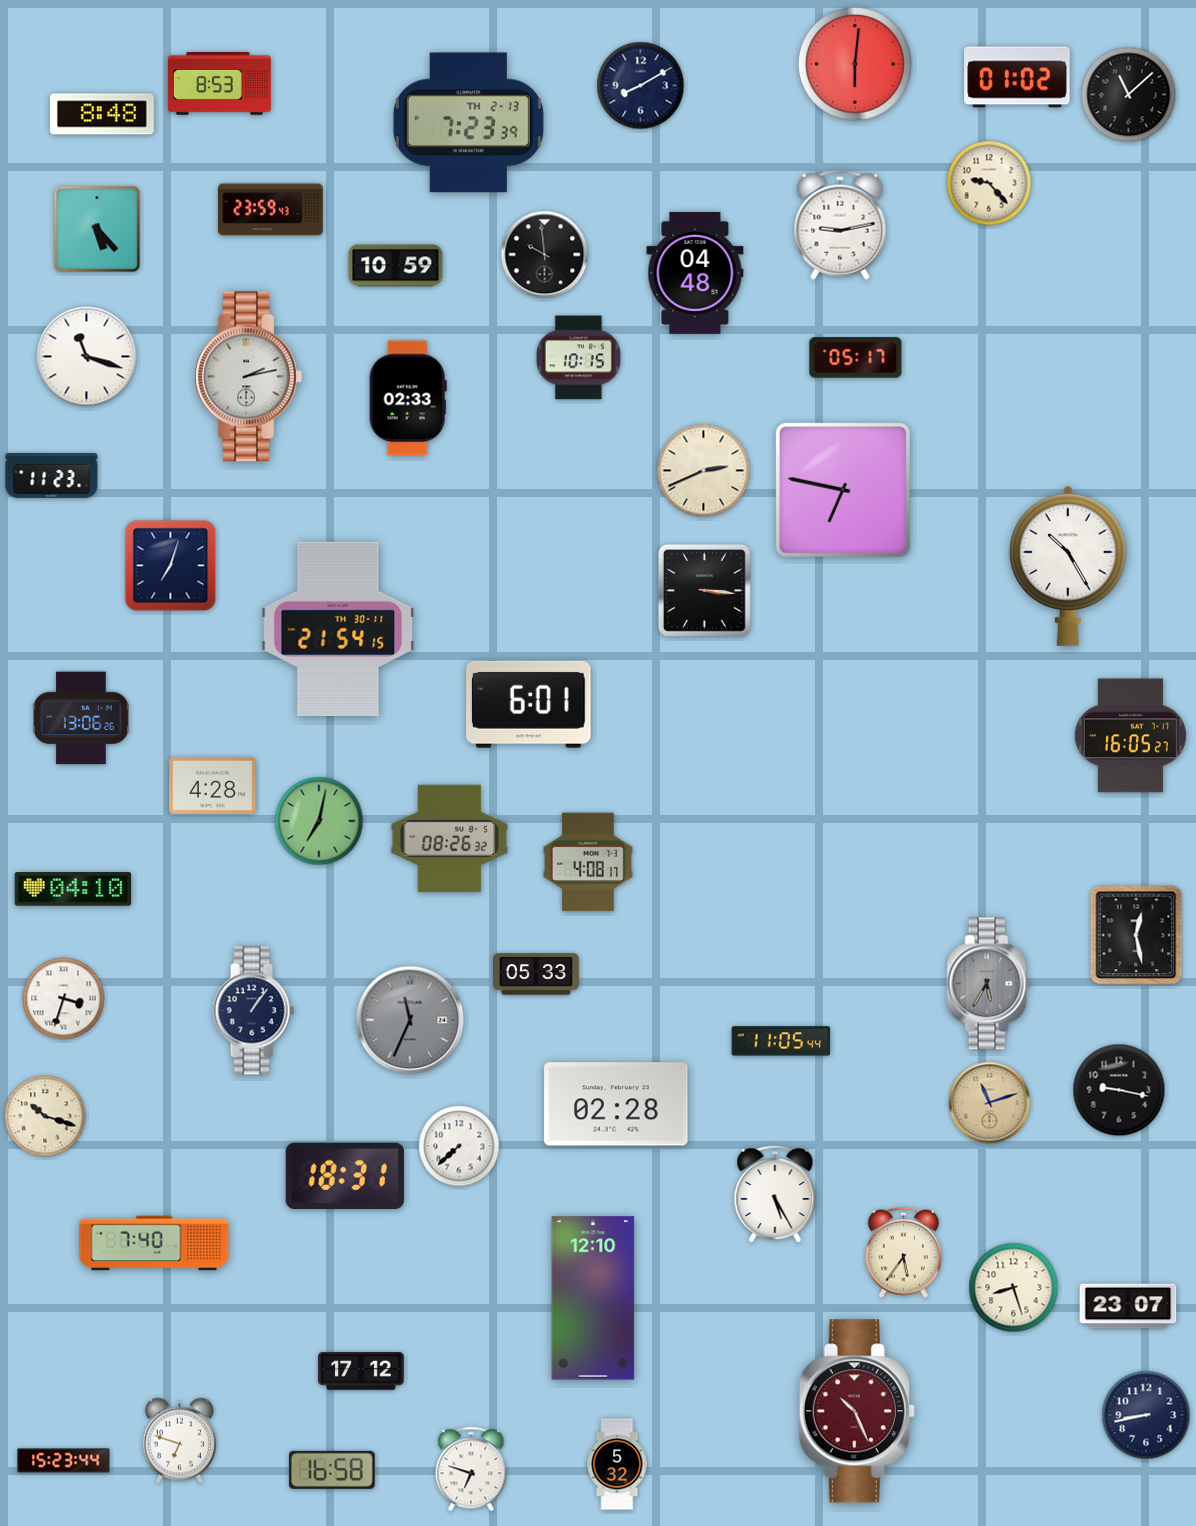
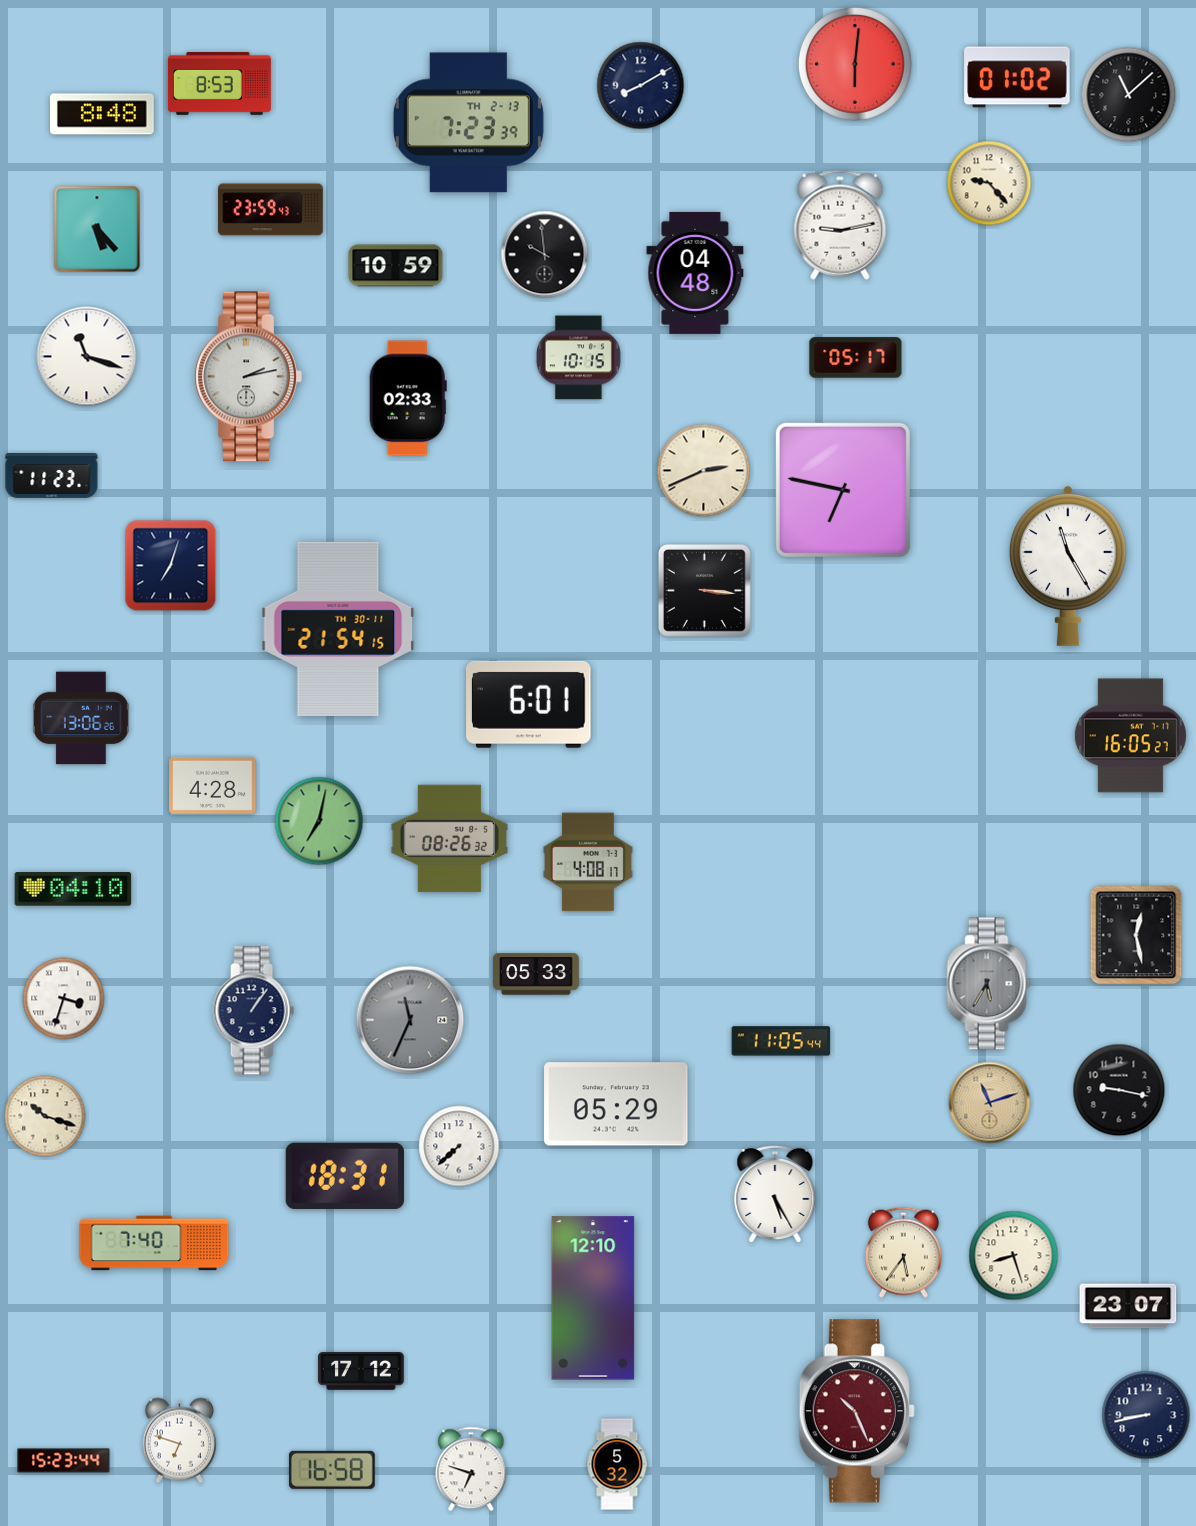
clock at (1068, 566): 10:25 -> 11:25
clock at (616, 1104): 02:28 -> 05:29
clock at (1014, 1288) position: (1014, 1288) -> (1014, 1256)
